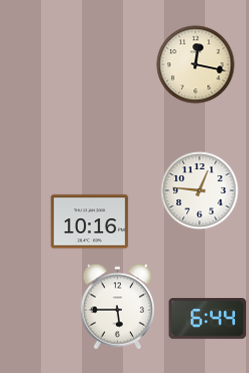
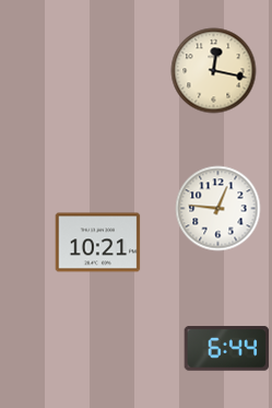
clock at (89, 222): 10:16 -> 10:21
clock at (118, 306): 5:45 -> none
